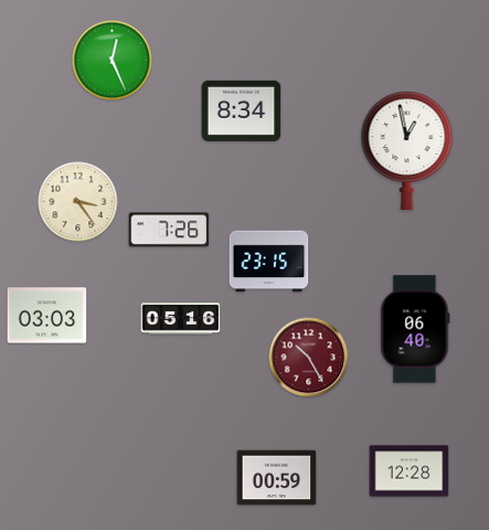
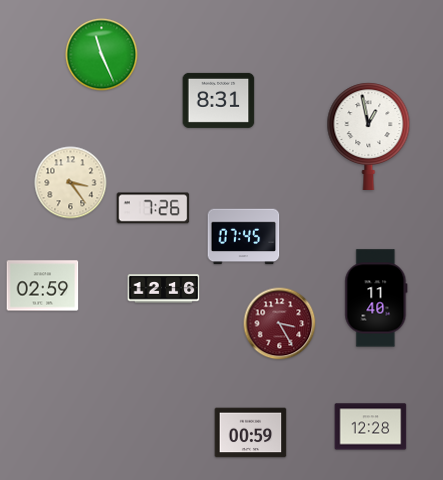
clock at (113, 61): 12:26 -> 11:26
clock at (242, 110): 8:34 -> 8:31
clock at (269, 262): 23:15 -> 07:45
clock at (47, 316): 03:03 -> 02:59
clock at (181, 319): 05:16 -> 12:16
clock at (415, 329): 06:40 -> 11:40
clock at (309, 358): 10:25 -> 3:25
